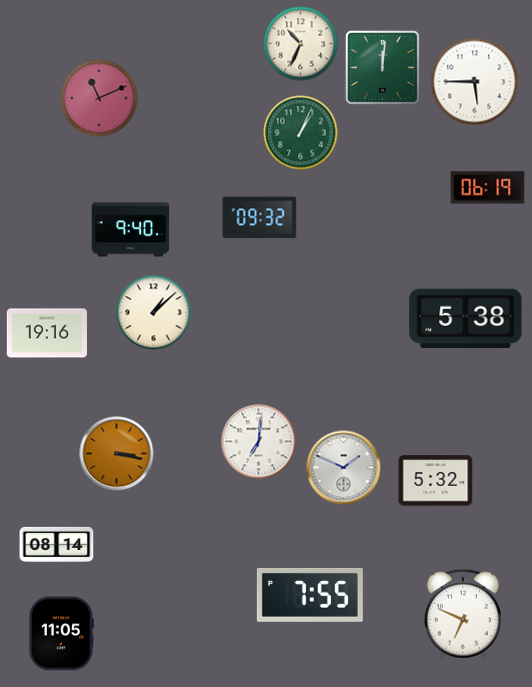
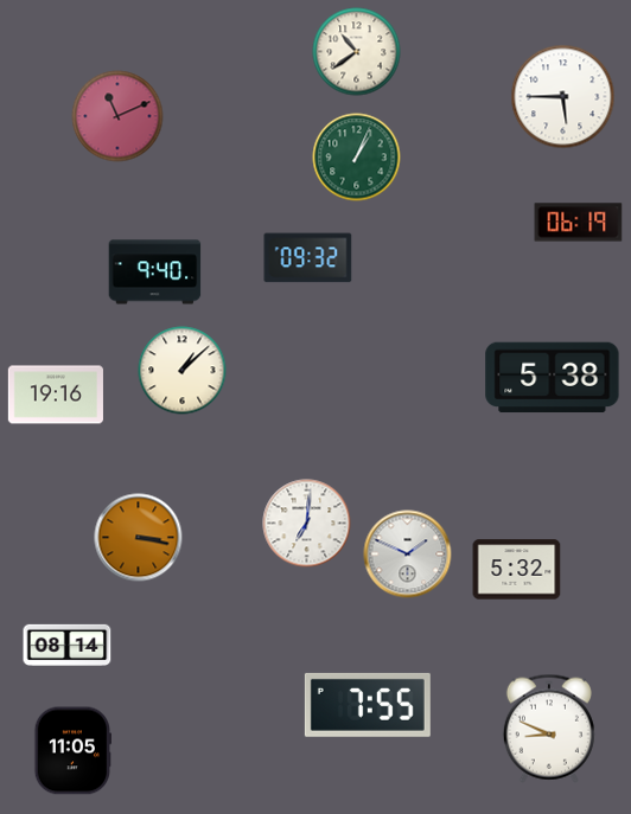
clock at (301, 44): 10:34 -> 10:39
clock at (382, 67): 12:01 -> none
clock at (463, 615): 6:49 -> 8:49
